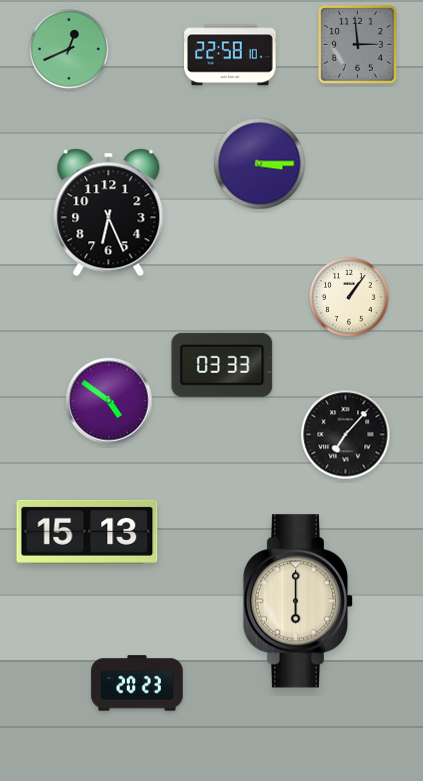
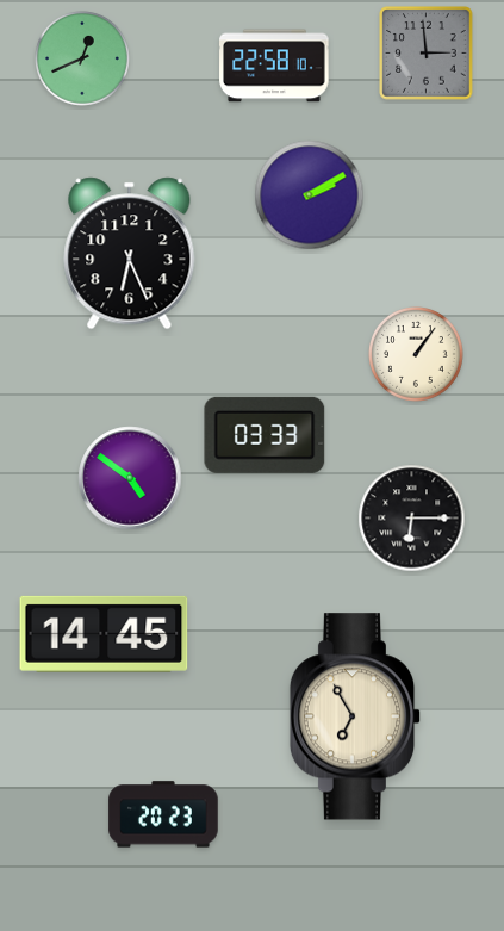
clock at (260, 164): 3:15 -> 2:10
clock at (346, 435): 7:07 -> 6:15
clock at (87, 532): 15:13 -> 14:45
clock at (298, 601): 6:00 -> 6:55
